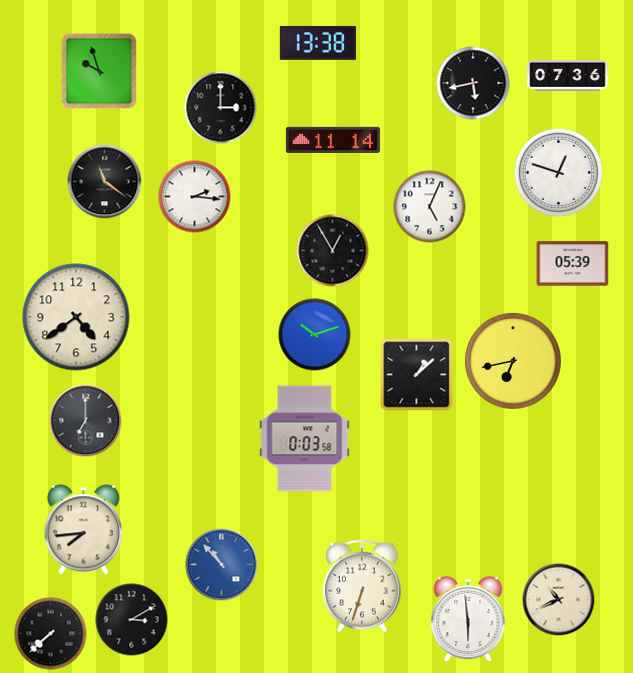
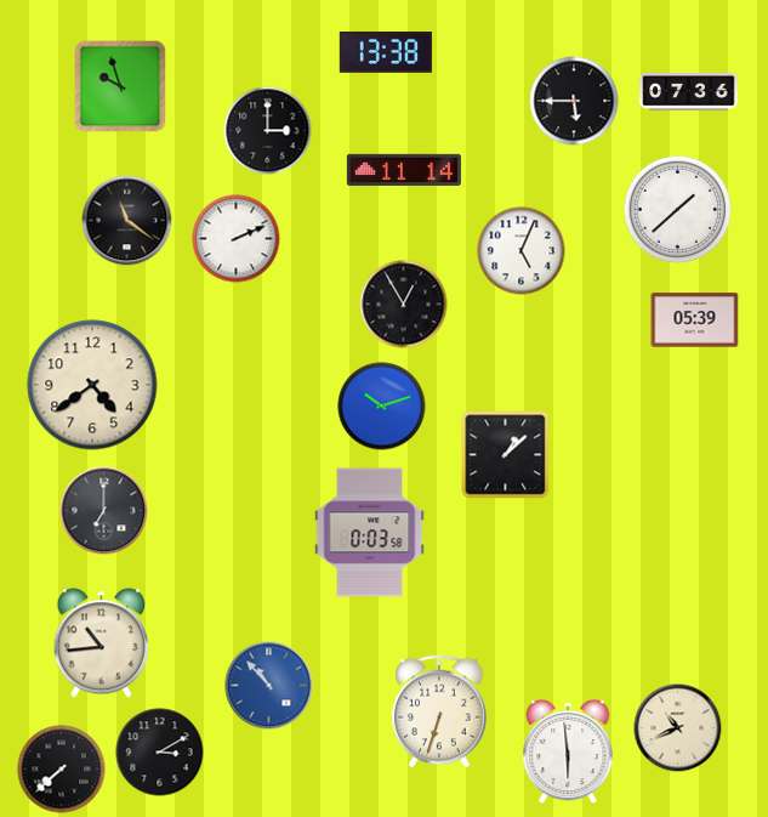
clock at (473, 83): 5:43 -> 5:45
clock at (559, 173): 12:48 -> 1:38
clock at (195, 197): 2:16 -> 2:11
clock at (514, 362): 6:43 -> none
clock at (83, 530): 7:44 -> 10:44
